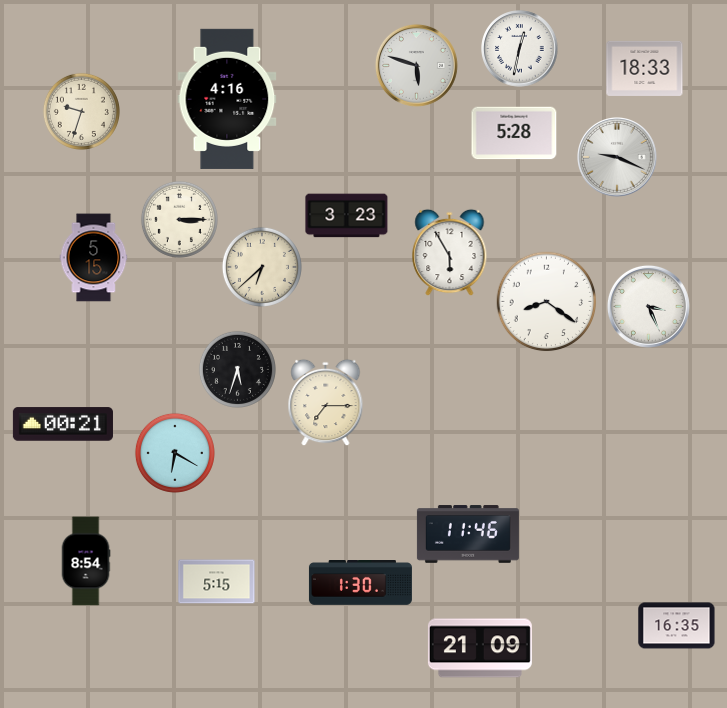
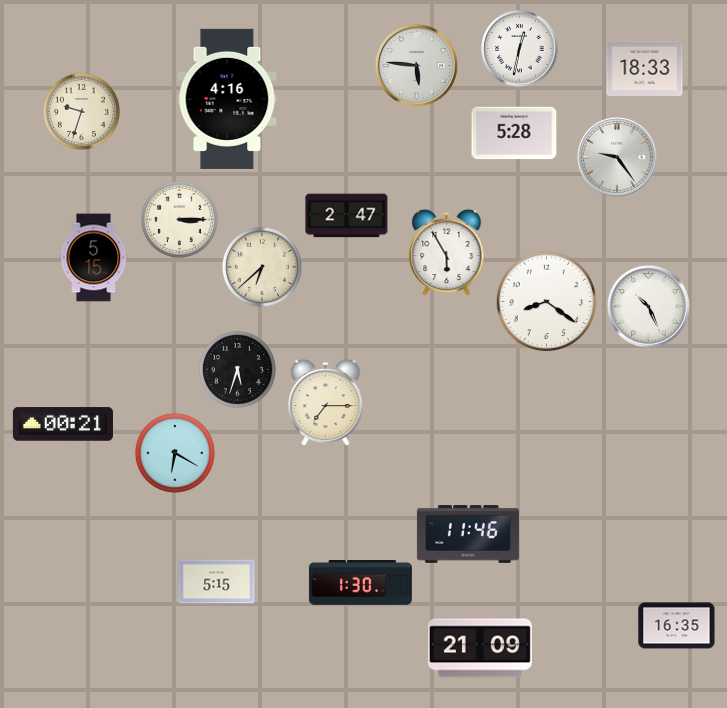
clock at (416, 65): 5:48 -> 5:46
clock at (618, 158): 9:19 -> 9:24
clock at (347, 216): 3:23 -> 2:47
clock at (450, 252) position: (450, 252) -> (447, 252)
clock at (648, 306): 3:26 -> 10:26
clock at (86, 561): 8:54 -> none
